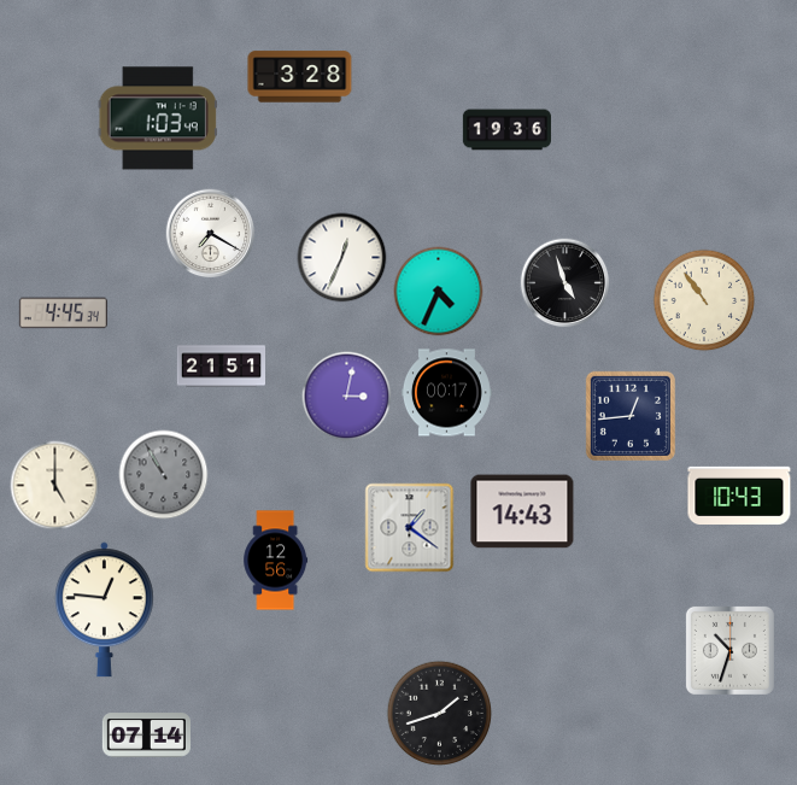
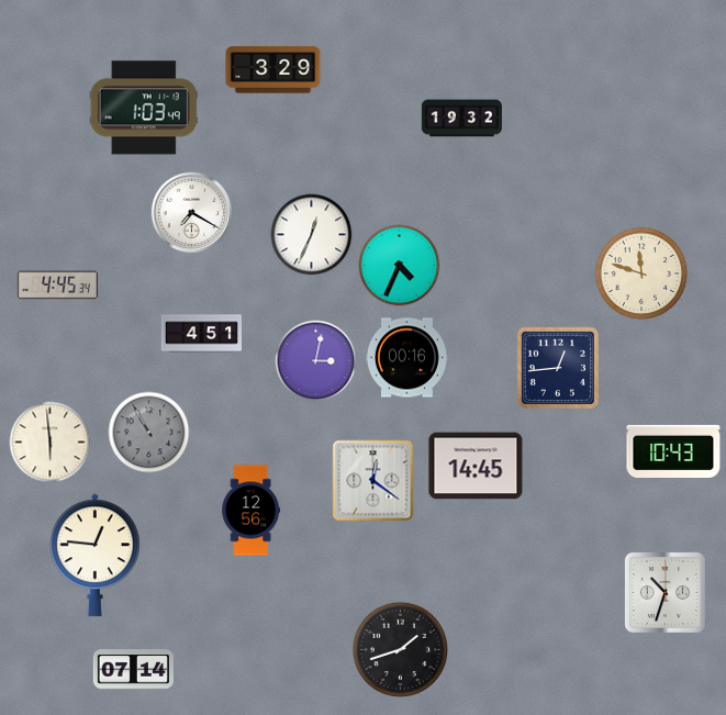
clock at (300, 77): 3:28 -> 3:29
clock at (506, 130): 19:36 -> 19:32
clock at (565, 283): 4:57 -> none
clock at (704, 300): 10:54 -> 11:48
clock at (221, 367): 21:51 -> 4:51
clock at (446, 393): 00:17 -> 00:16
clock at (631, 416) position: (631, 416) -> (558, 368)
clock at (55, 486): 5:00 -> 5:59
clock at (522, 511): 14:43 -> 14:45
clock at (410, 528): 1:21 -> 12:21
